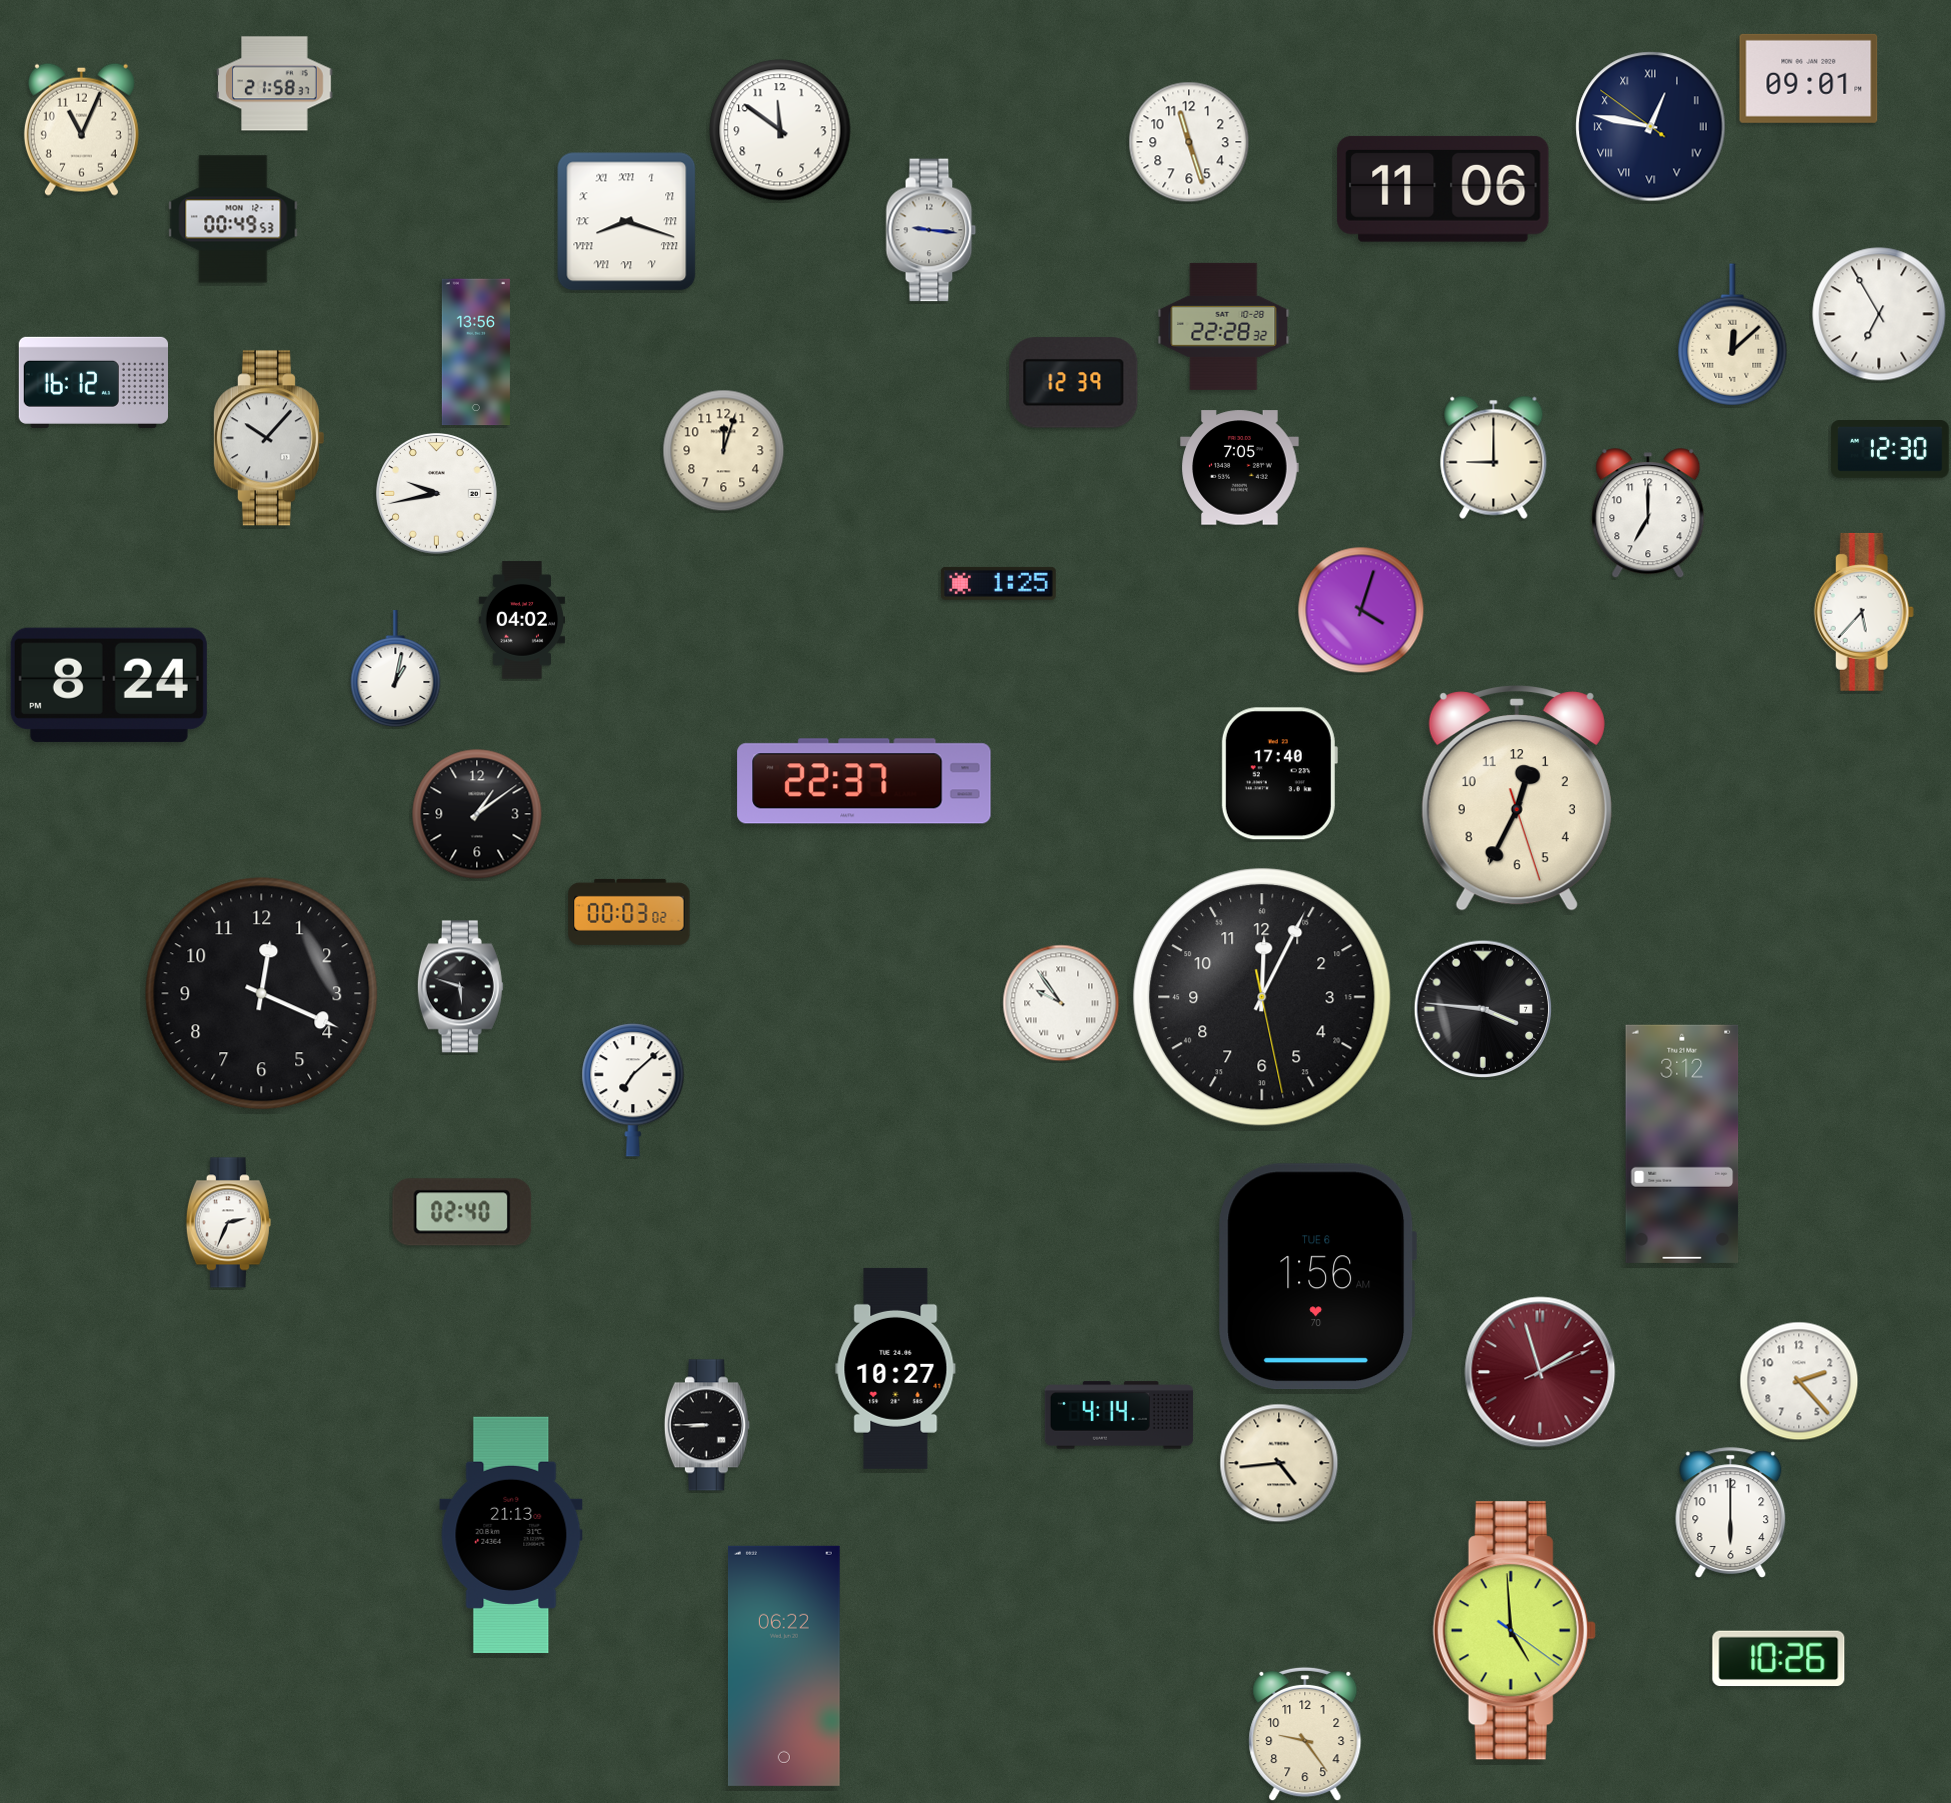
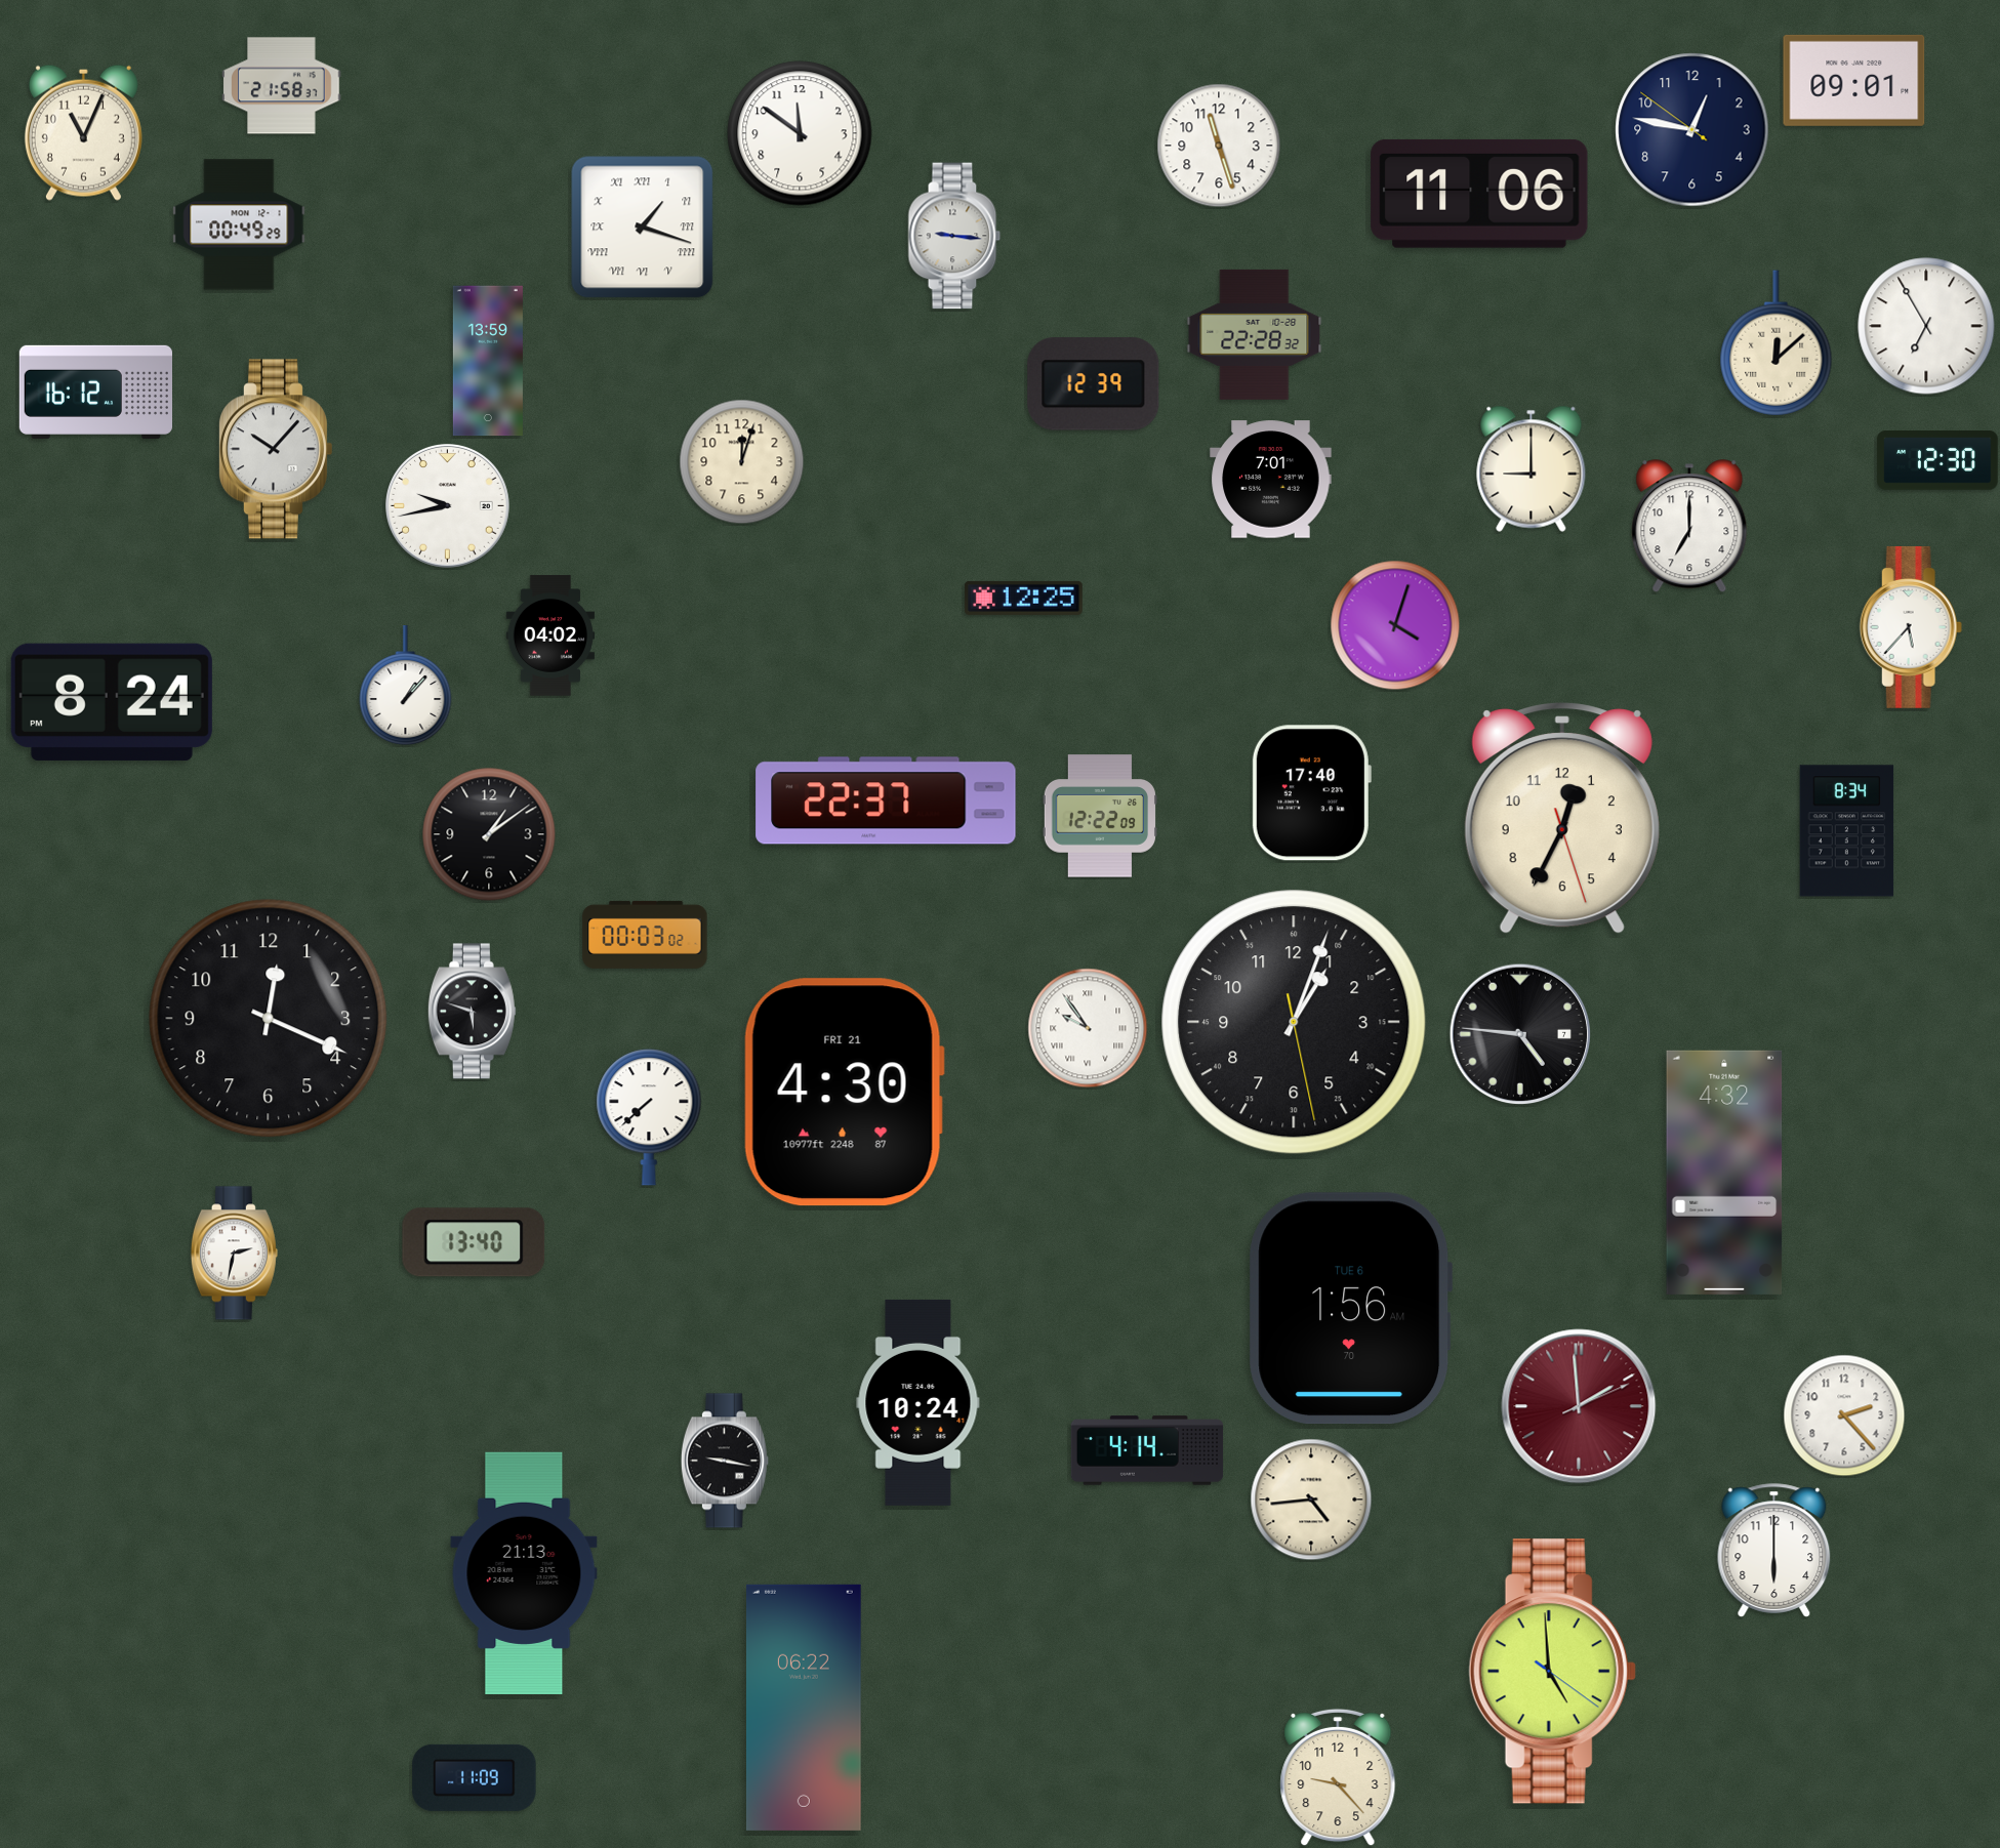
clock at (1651, 127) numerals: Roman -> Arabic
clock at (233, 219): 00:49:53 -> 00:49:29
clock at (627, 222): 8:18 -> 1:18
clock at (1879, 314) position: (1879, 314) -> (1926, 326)
clock at (476, 352): 13:56 -> 13:59
clock at (1074, 383) position: (1074, 383) -> (1094, 384)
clock at (1240, 468): 7:05 -> 7:01
clock at (998, 583): 1:25 -> 12:25
clock at (521, 620) position: (521, 620) -> (549, 635)
clock at (396, 668): 1:02 -> 1:07
clock at (1100, 816): none -> 12:22
clock at (1517, 798) position: (1517, 798) -> (1562, 818)
clock at (1847, 831): none -> 8:34
clock at (1262, 997): 12:04 -> 1:03
clock at (1483, 1009): 3:46 -> 4:46
clock at (844, 1093): none -> 4:30
clock at (633, 1090): 7:08 -> 7:38
clock at (1682, 1144): 3:12 -> 4:32
clock at (462, 1212): 02:40 -> 13:40
clock at (228, 1223): 2:34 -> 2:32
clock at (896, 1368): 10:27 -> 10:24
clock at (1540, 1372): 1:57 -> 1:59
clock at (707, 1425): 8:45 -> 9:17
clock at (1779, 1659): 10:26 -> none
clock at (475, 1777): none -> 11:09
clock at (1305, 1734): 9:24 -> 9:23
